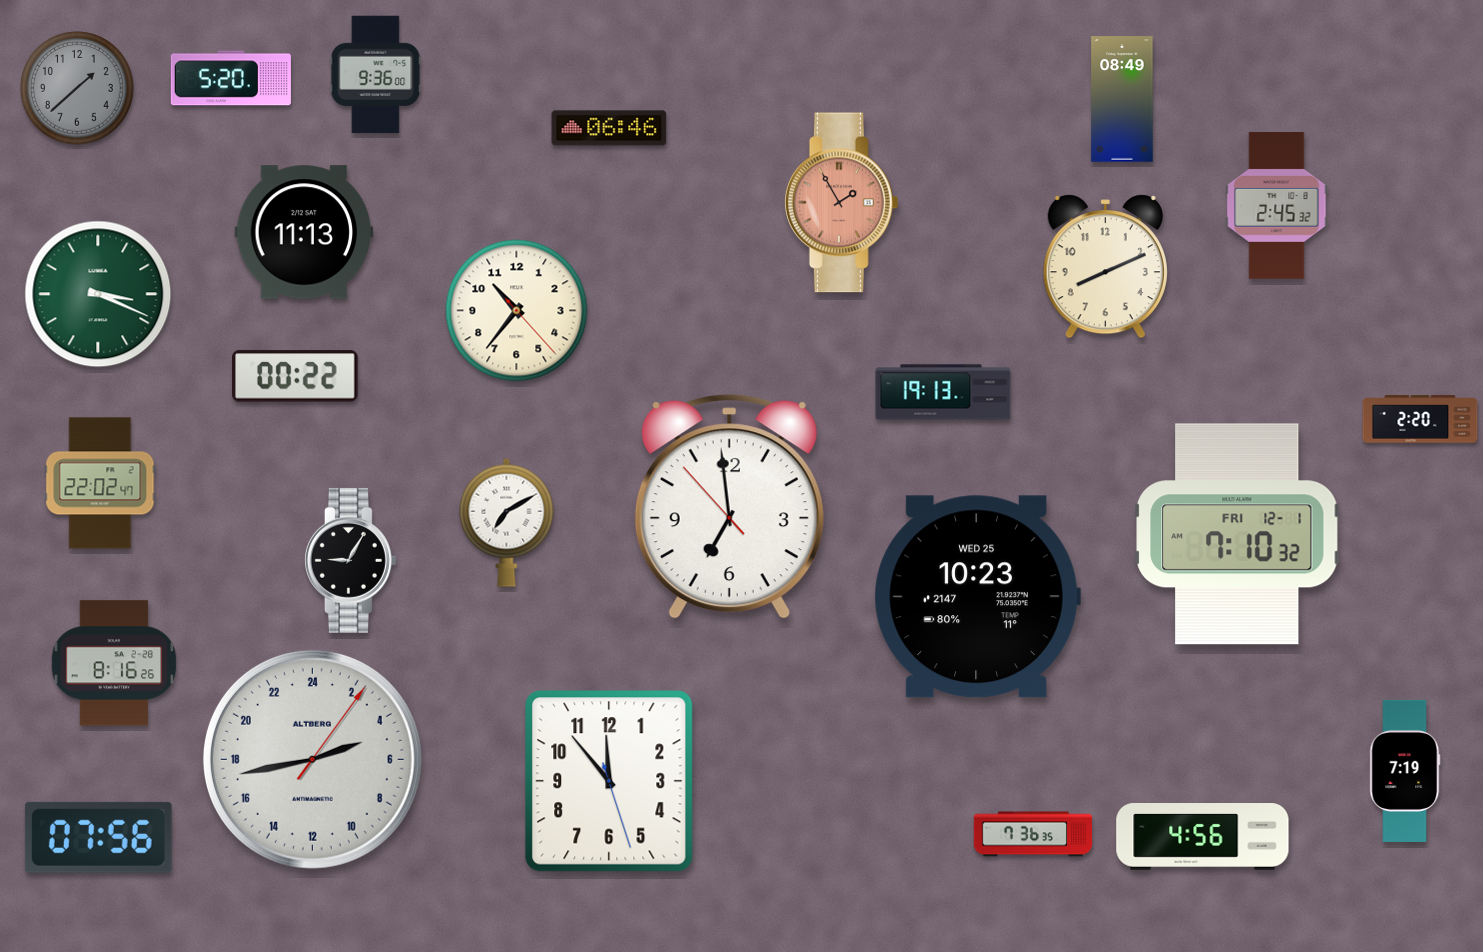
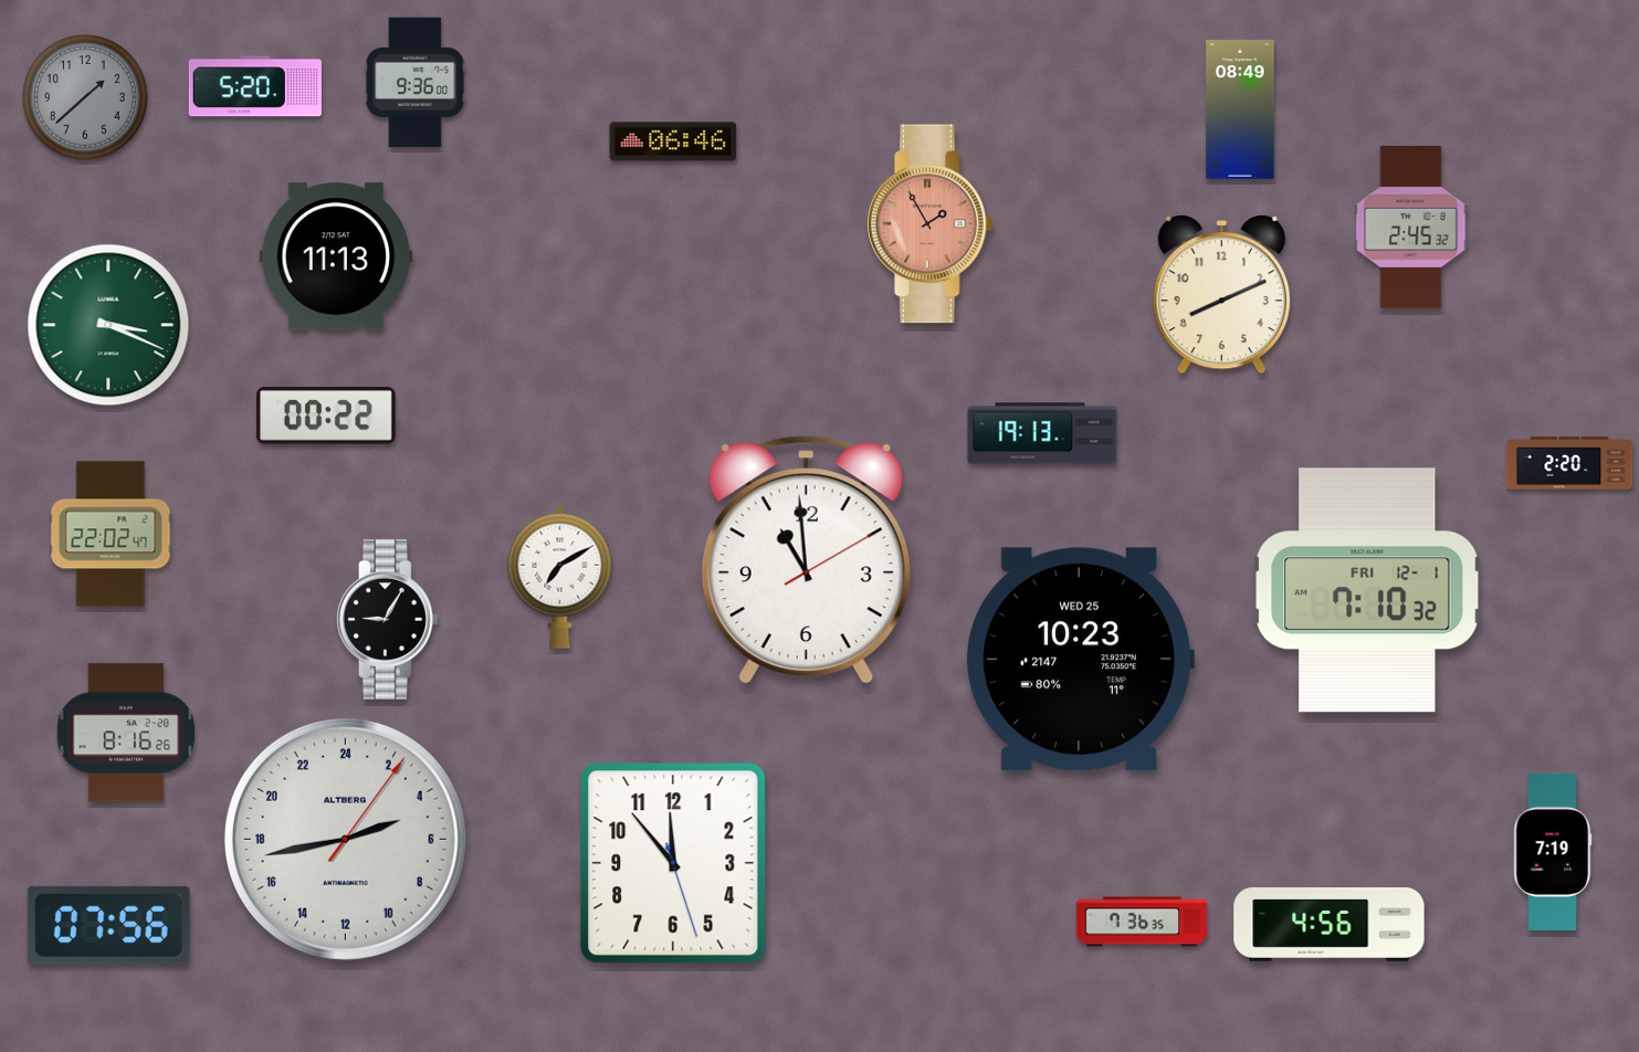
clock at (517, 311): 10:36 -> none
clock at (729, 507): 6:58 -> 10:59
